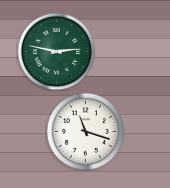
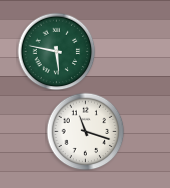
clock at (56, 51): 2:47 -> 5:47
